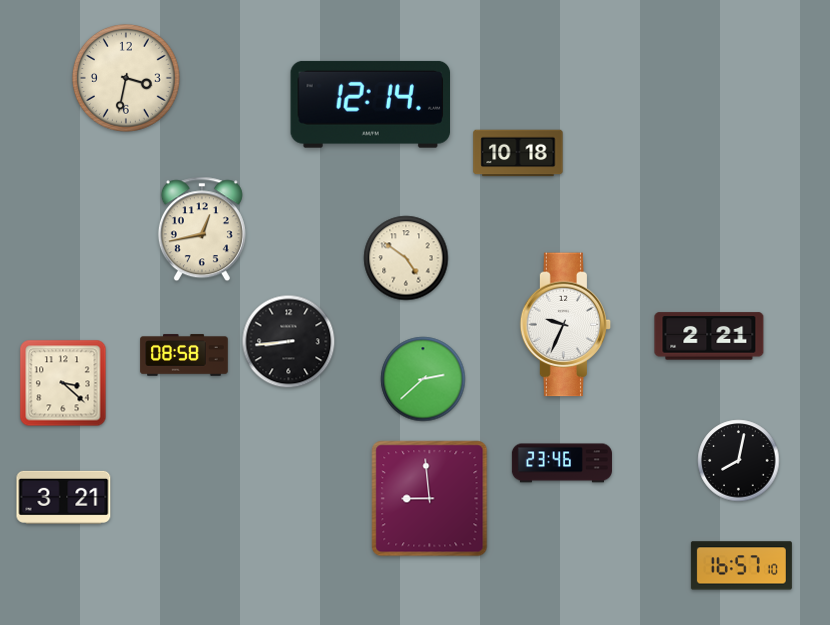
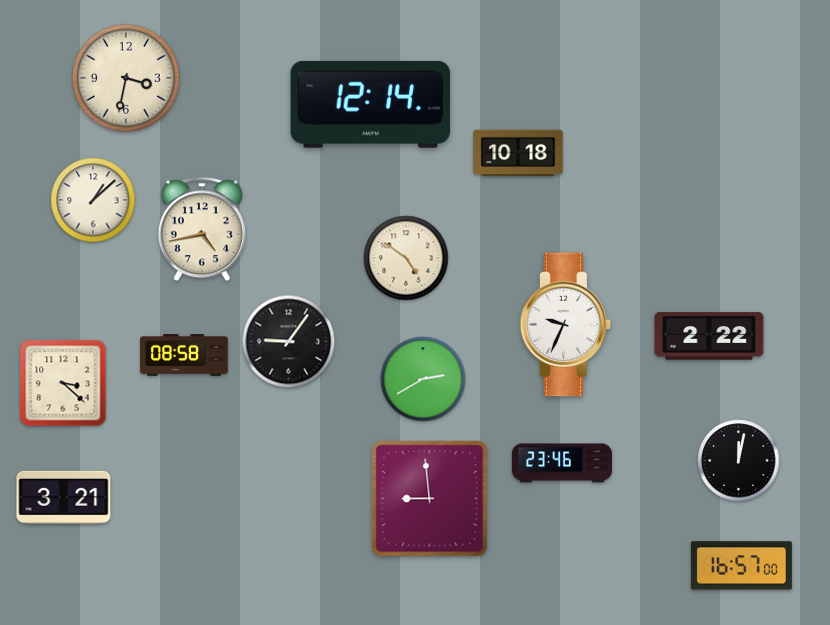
clock at (93, 200): none -> 1:08
clock at (202, 229): 12:43 -> 4:43
clock at (709, 336): 2:21 -> 2:22
clock at (289, 342): 8:44 -> 9:06
clock at (423, 379): 2:38 -> 2:40
clock at (739, 461): 8:02 -> 12:02
clock at (741, 566): 16:57:10 -> 16:57:00
